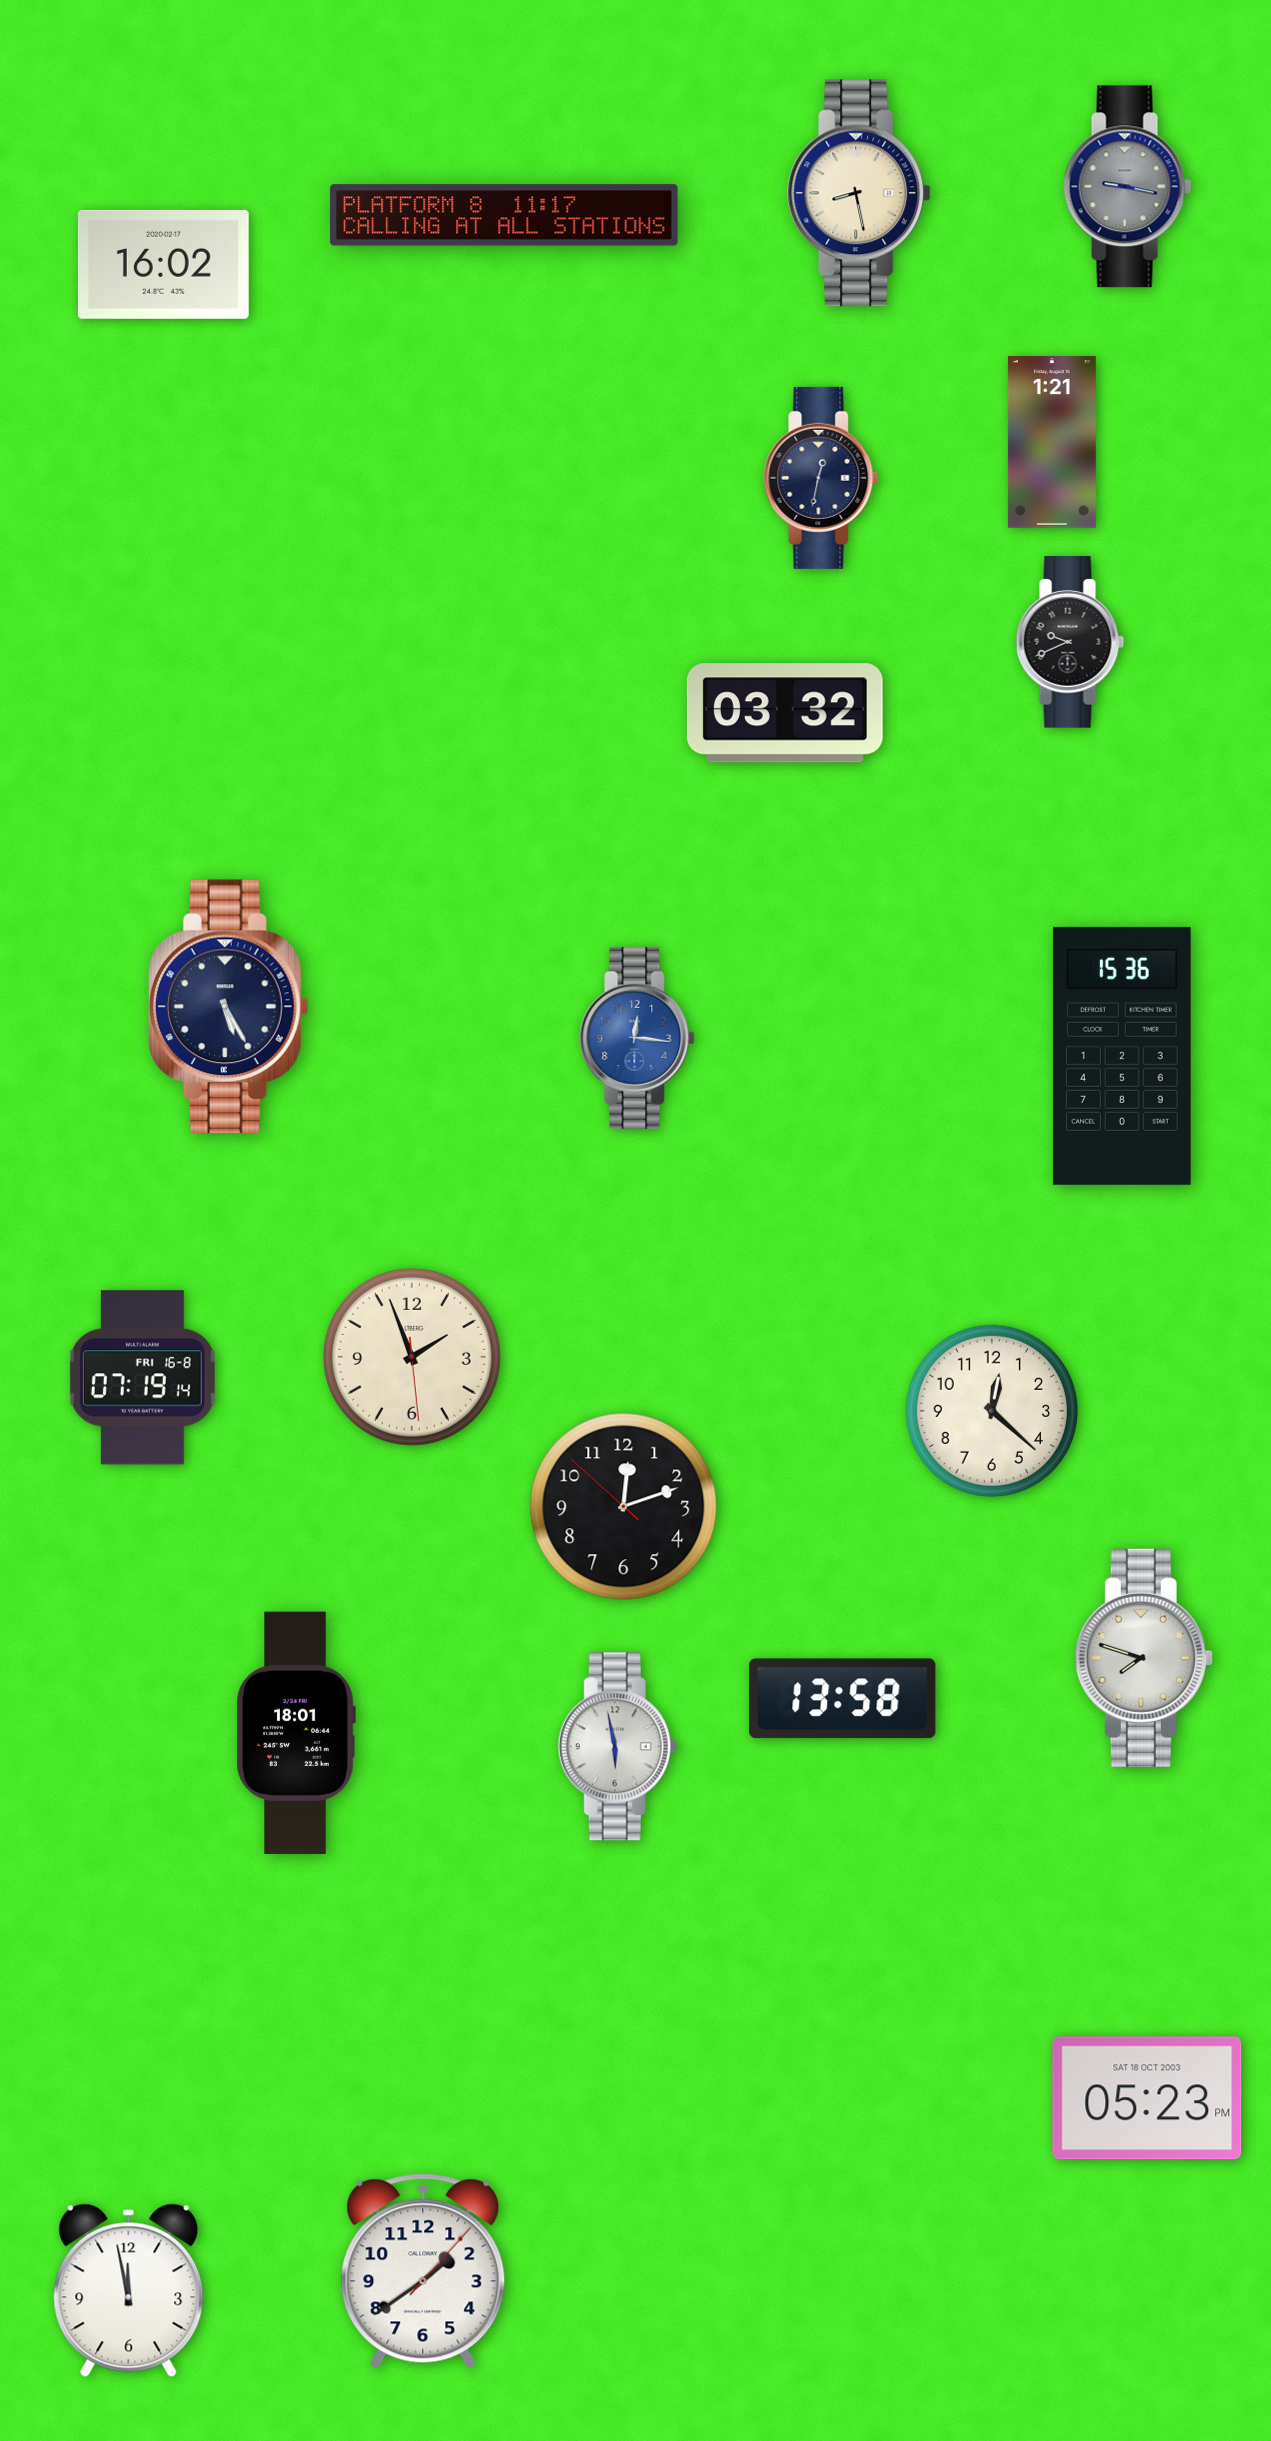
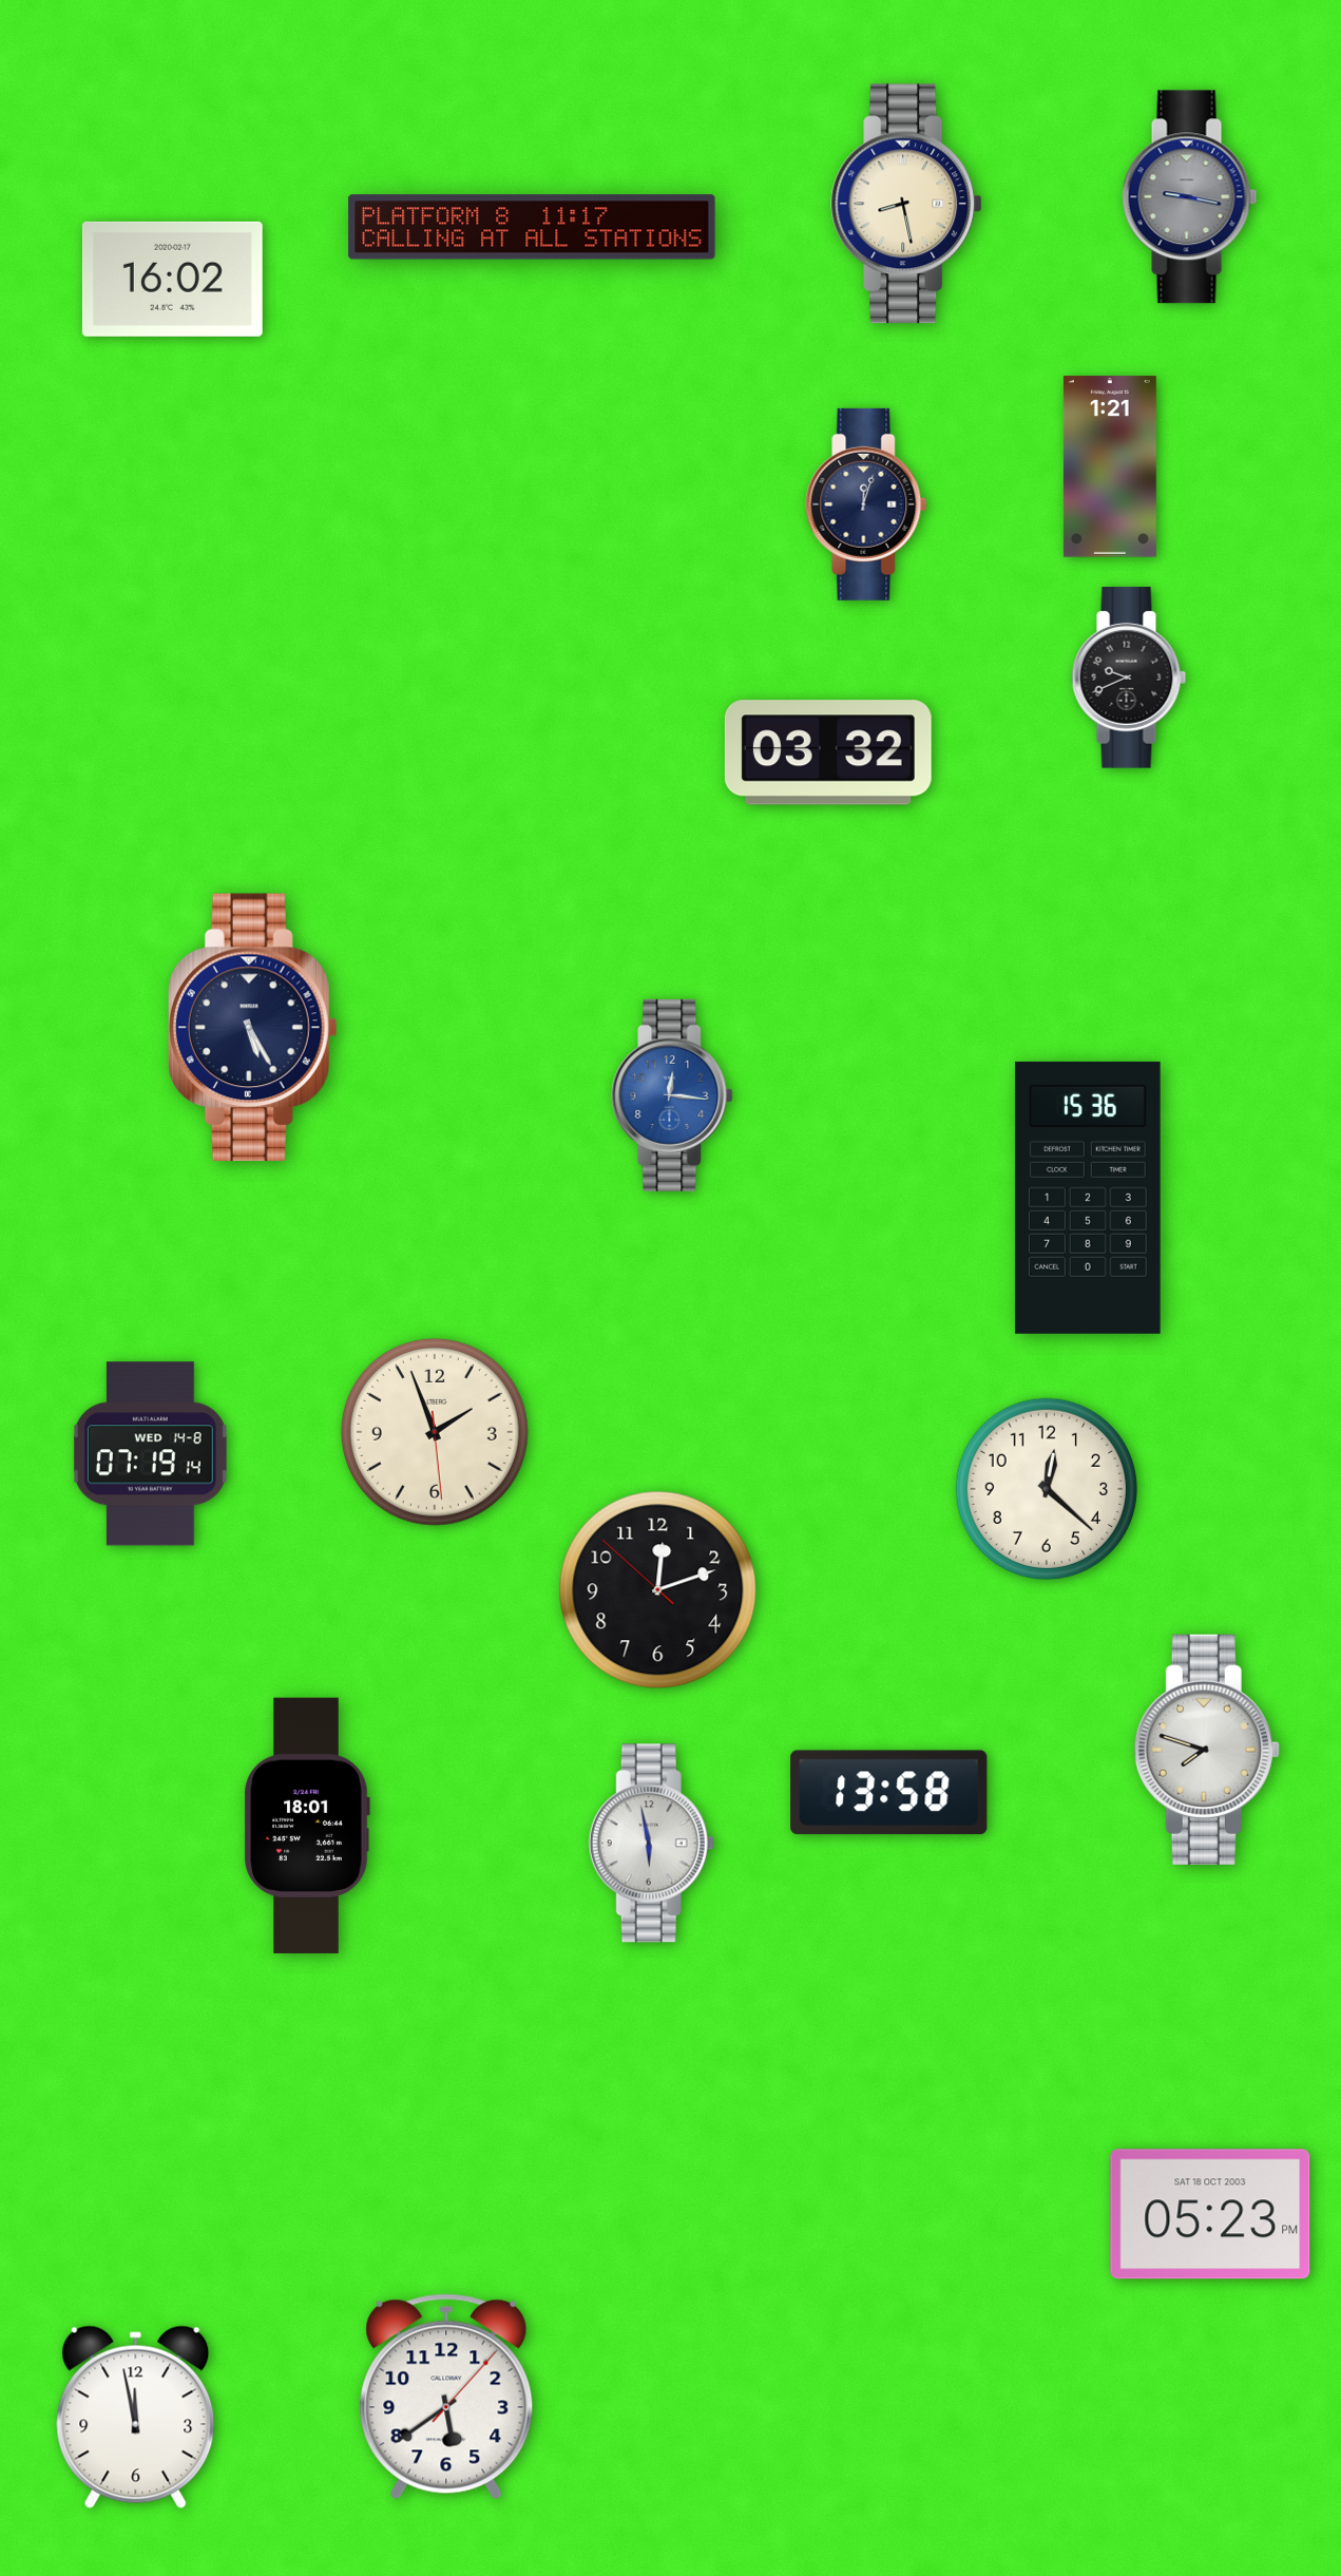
clock at (821, 478): 12:32 -> 12:03
clock at (228, 1006) position: (228, 1006) -> (252, 1027)
clock at (1122, 1056) position: (1122, 1056) -> (1088, 1198)
clock at (142, 1378) date: FRI 16-8 -> WED 14-8
clock at (296, 1733) position: (296, 1733) -> (307, 1826)
clock at (423, 2271): 1:39 -> 5:39
